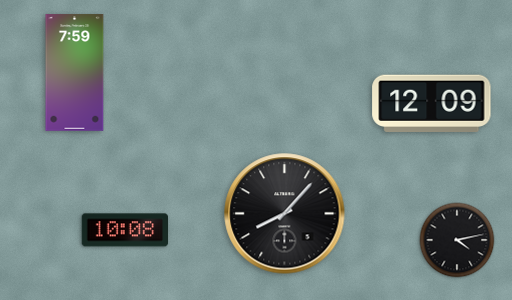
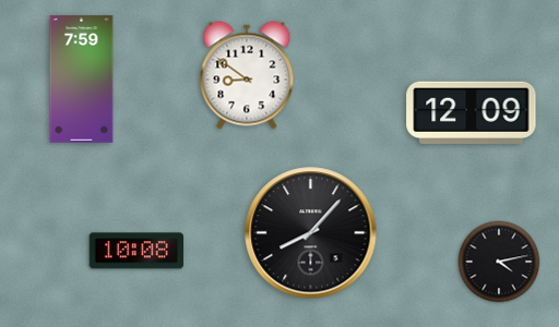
clock at (247, 75): none -> 8:51
